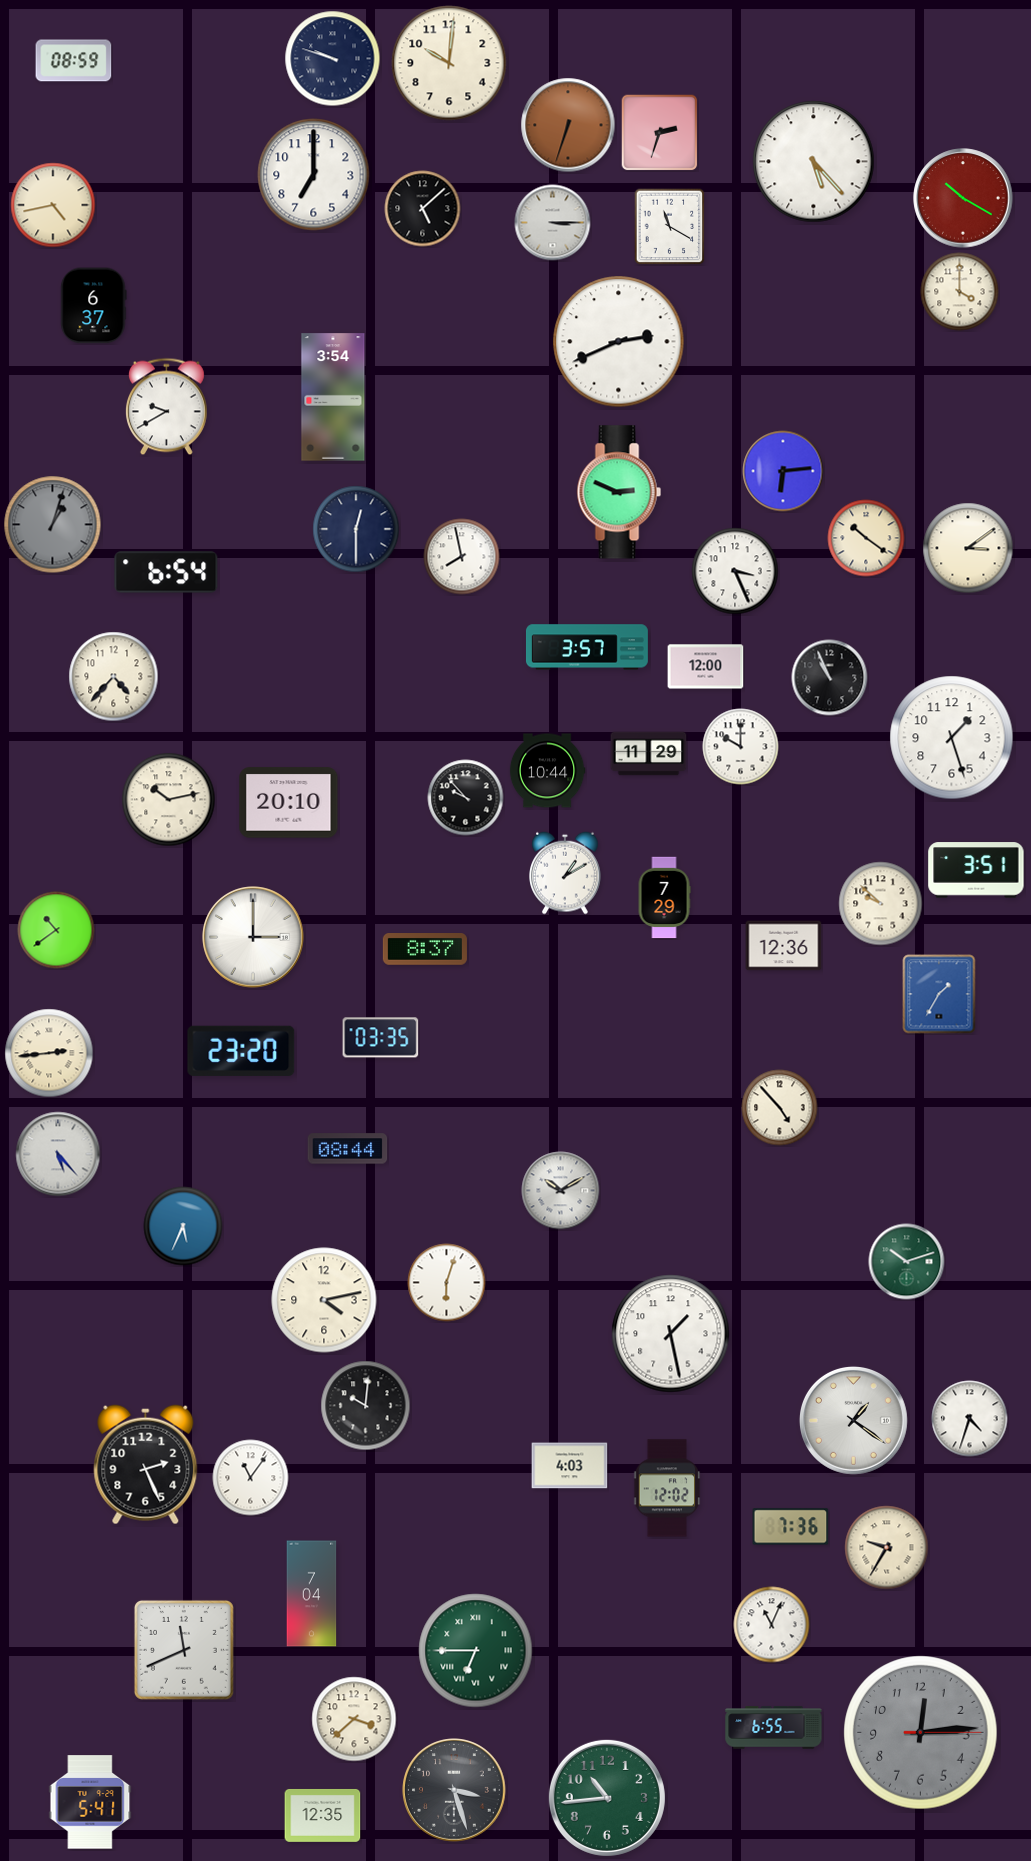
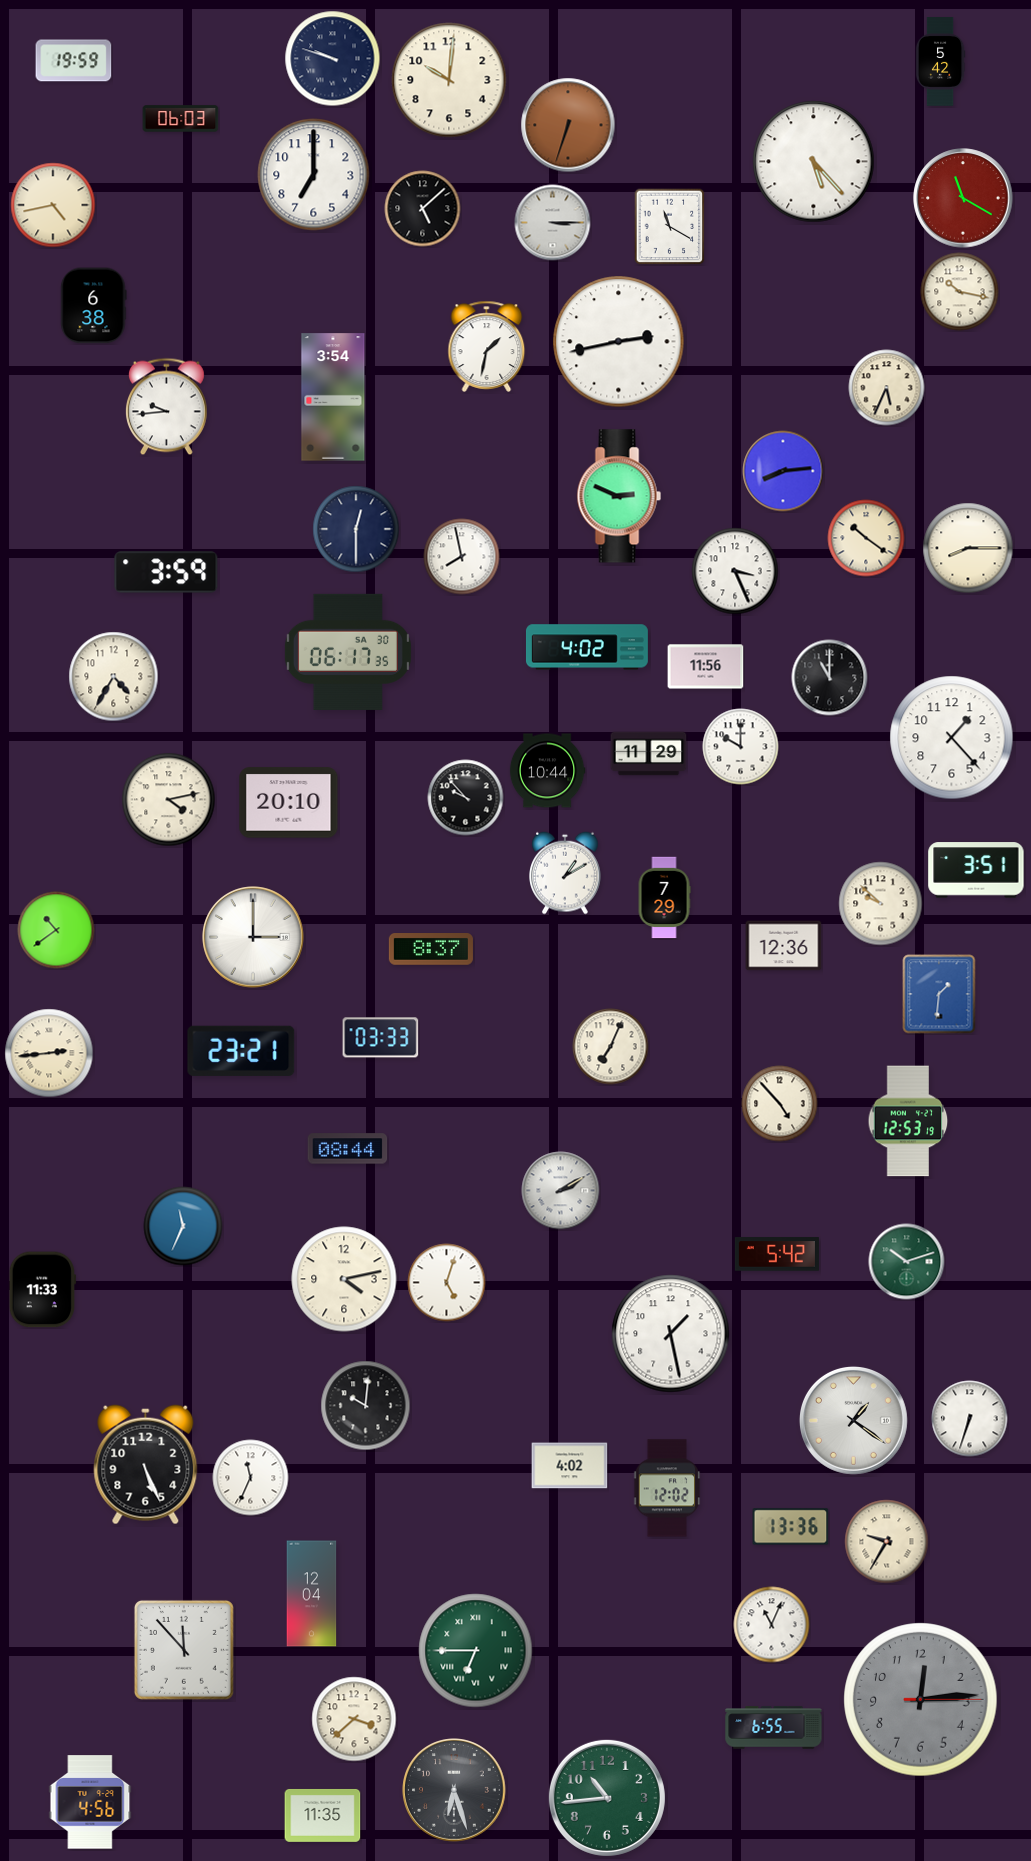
clock at (74, 61): 08:59 -> 19:59
clock at (940, 62): none -> 5:42
clock at (449, 63) position: (449, 63) -> (449, 80)
clock at (181, 119): none -> 06:03
clock at (659, 132): 2:33 -> none
clock at (963, 198): 10:20 -> 11:20
clock at (960, 292): 4:00 -> 10:17
clock at (94, 306): 6:37 -> 6:38
clock at (619, 342): 2:41 -> 2:43
clock at (487, 346): none -> 1:32
clock at (887, 388): none -> 5:34
clock at (166, 407): 9:40 -> 9:44
clock at (783, 471): 6:14 -> 8:14
clock at (619, 492) position: (619, 492) -> (619, 496)
clock at (53, 525): 1:03 -> none
clock at (968, 548): 3:09 -> 8:15
clock at (166, 572): 6:54 -> 3:59
clock at (587, 647): 3:57 -> 4:02
clock at (348, 652): none -> 06:17
clock at (706, 667): 12:00 -> 11:56
clock at (114, 677): 4:37 -> 4:35
clock at (830, 678): 10:56 -> 11:00
clock at (952, 738): 1:27 -> 1:23
clock at (169, 800): 10:13 -> 4:13
clock at (425, 950) position: (425, 950) -> (431, 950)
clock at (939, 994): 1:35 -> 1:31
clock at (381, 1038): 03:35 -> 03:33
clock at (611, 1047): none -> 7:04
clock at (241, 1051): 23:20 -> 23:21
clock at (780, 1108) position: (780, 1108) -> (780, 1104)
clock at (908, 1121): none -> 12:53
clock at (58, 1154): 5:23 -> none
clock at (561, 1191): 10:10 -> 2:10
clock at (183, 1226): 5:34 -> 11:34
clock at (777, 1254): none -> 5:42
clock at (447, 1283): 6:03 -> 5:03
clock at (43, 1290): none -> 11:33
clock at (324, 1300) position: (324, 1300) -> (344, 1279)
clock at (970, 1419): 4:33 -> 6:33
clock at (146, 1465): 2:26 -> 5:26
clock at (570, 1466): 4:03 -> 4:02
clock at (251, 1478): 11:06 -> 11:34
clock at (791, 1527): 7:36 -> 13:36
clock at (887, 1548) position: (887, 1548) -> (887, 1542)
clock at (312, 1594): 7:04 -> 12:04
clock at (184, 1650): 11:41 -> 11:53
clock at (921, 1733) position: (921, 1733) -> (921, 1700)
clock at (454, 1790): 3:27 -> 6:27
clock at (90, 1802): 5:41 -> 4:56
clock at (323, 1815): 12:35 -> 11:35
